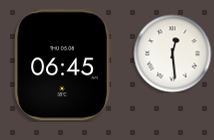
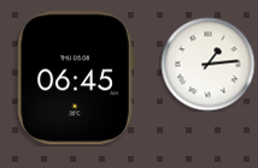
clock at (172, 53): 12:29 -> 1:14
